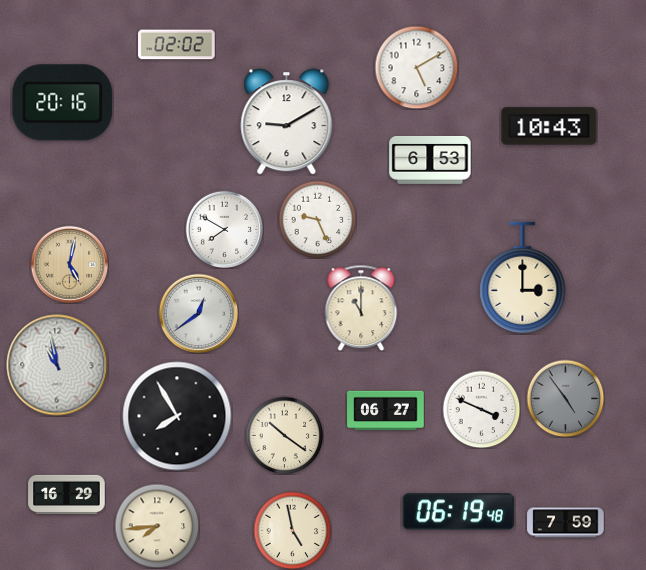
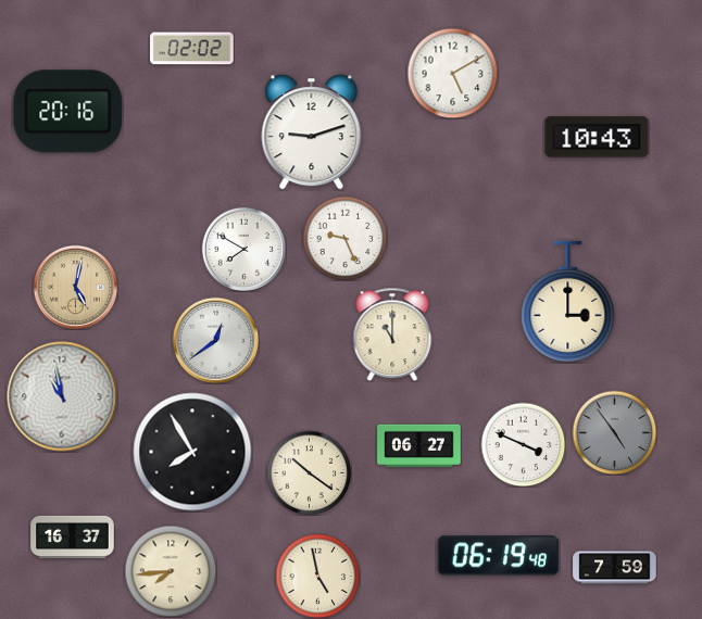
clock at (287, 122): 9:10 -> 9:12
clock at (430, 160): 6:53 -> none
clock at (67, 494): 16:29 -> 16:37
